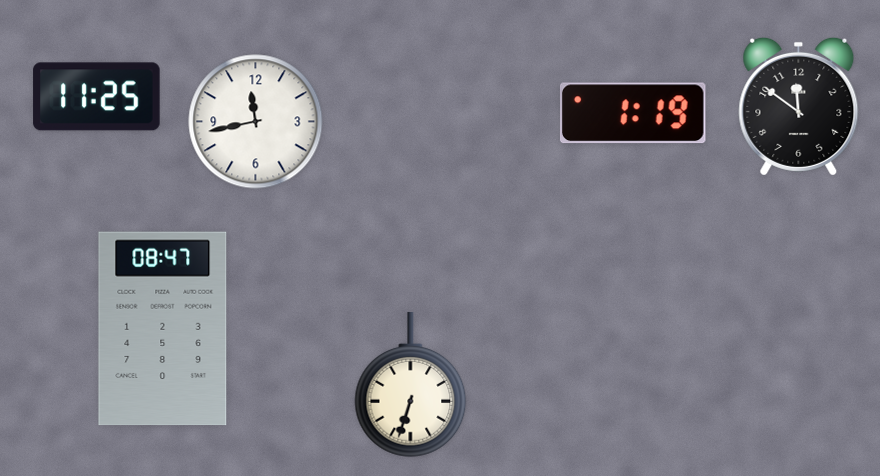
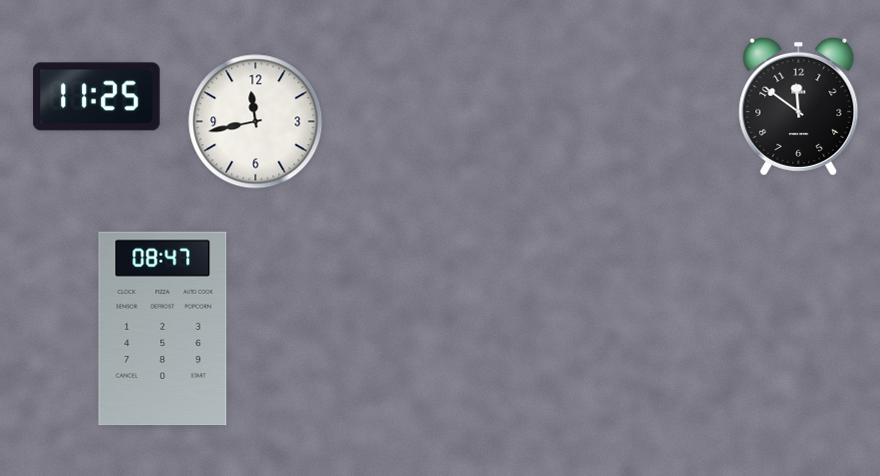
clock at (633, 113): 1:19 -> none
clock at (411, 385): 6:33 -> none
